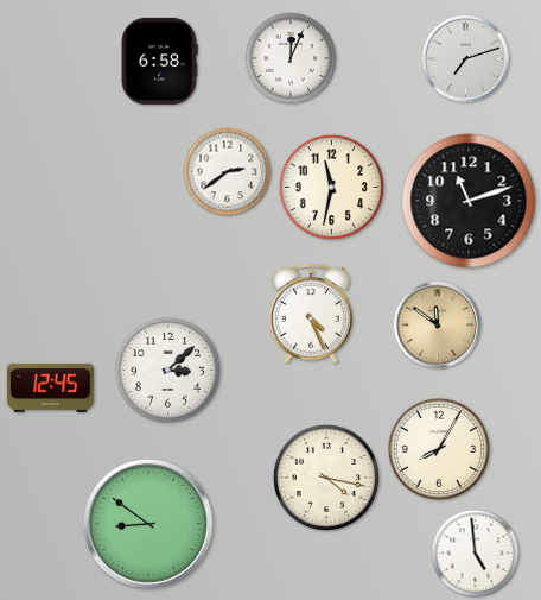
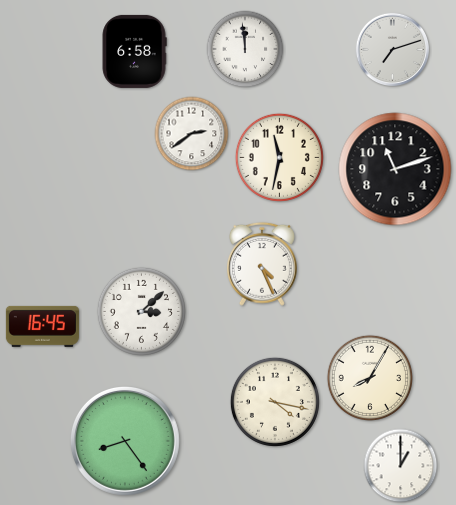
clock at (291, 58): 12:04 -> 11:59
clock at (228, 172) position: (228, 172) -> (192, 134)
clock at (438, 326): 11:51 -> none
clock at (50, 387): 12:45 -> 16:45
clock at (148, 524): 8:51 -> 8:24
clock at (476, 554): 4:59 -> 1:00
